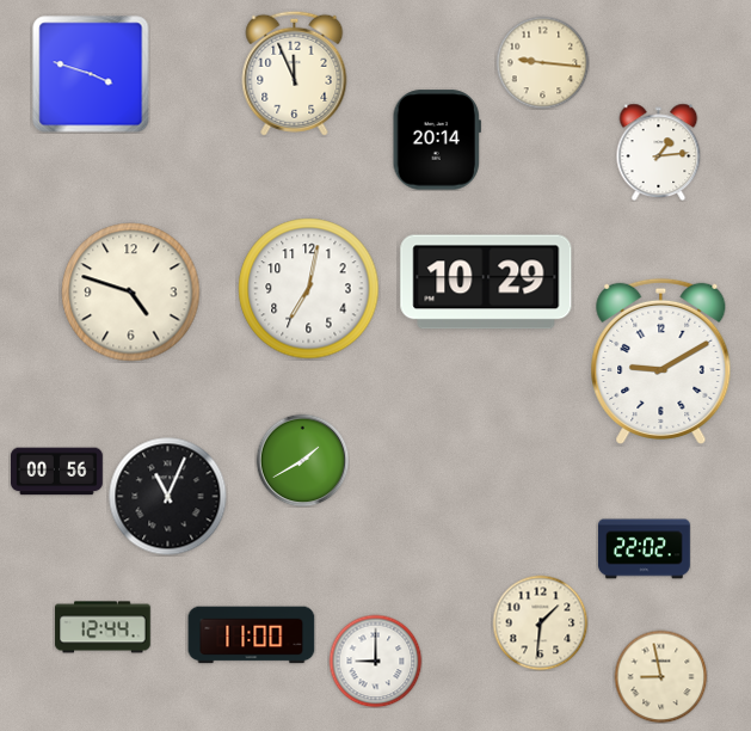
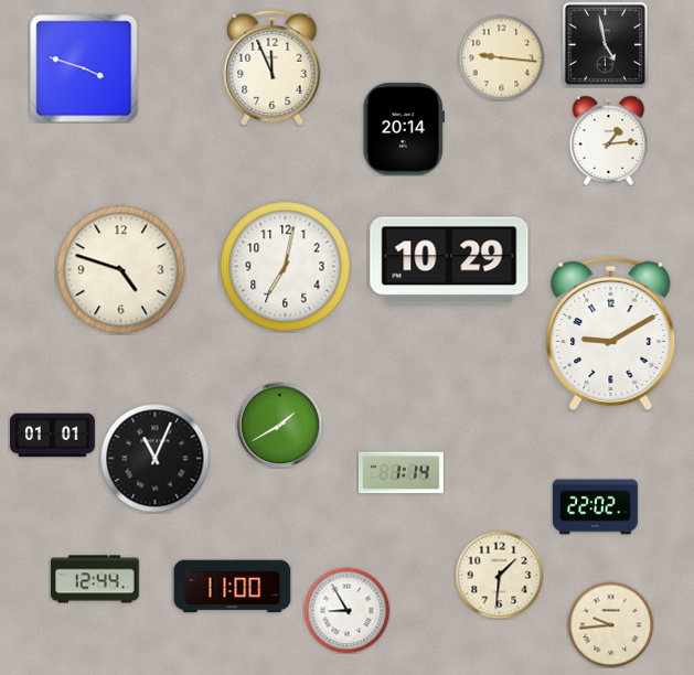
clock at (605, 44): none -> 4:58
clock at (57, 472): 00:56 -> 01:01
clock at (402, 473): none -> 1:14
clock at (375, 661): 9:00 -> 8:55
clock at (660, 676): 8:58 -> 9:44
